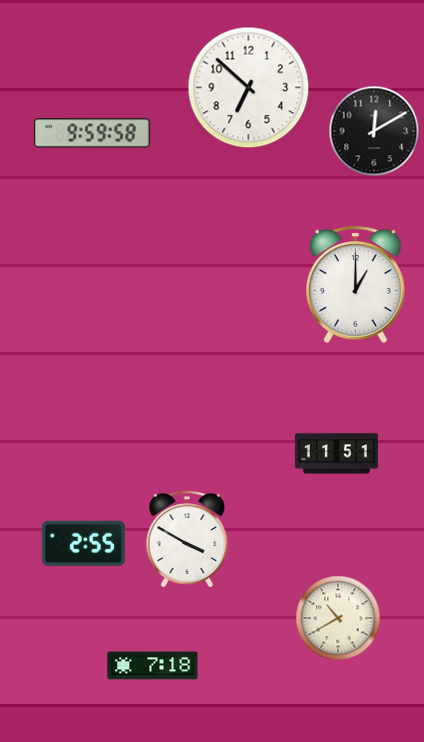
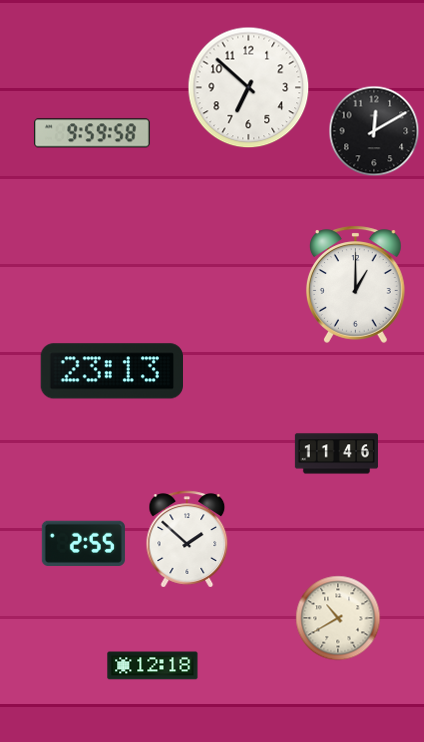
clock at (111, 371): none -> 23:13
clock at (336, 454): 11:51 -> 11:46
clock at (187, 539): 3:50 -> 1:52
clock at (153, 666): 7:18 -> 12:18
